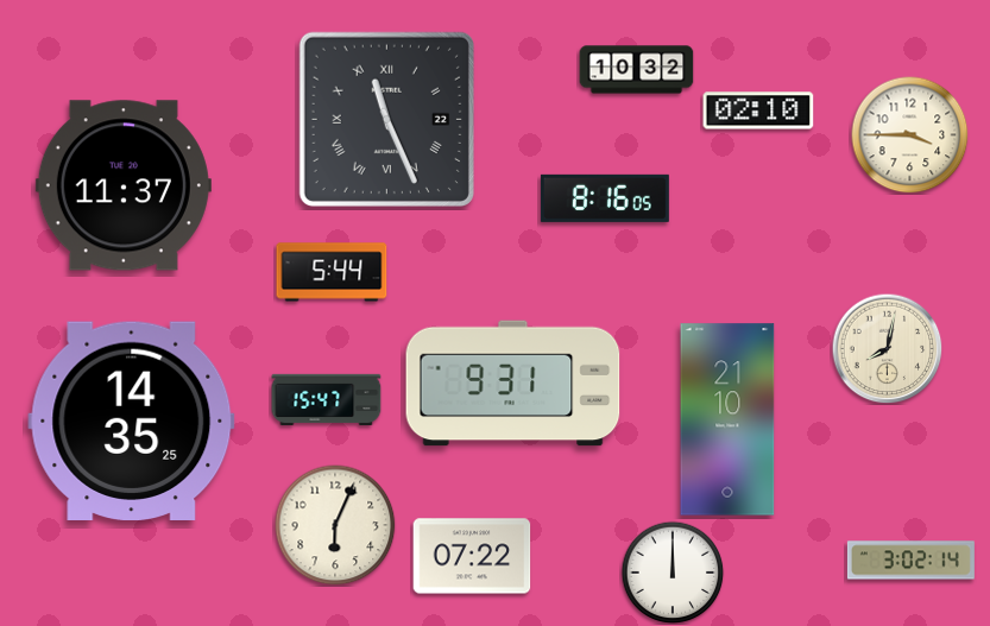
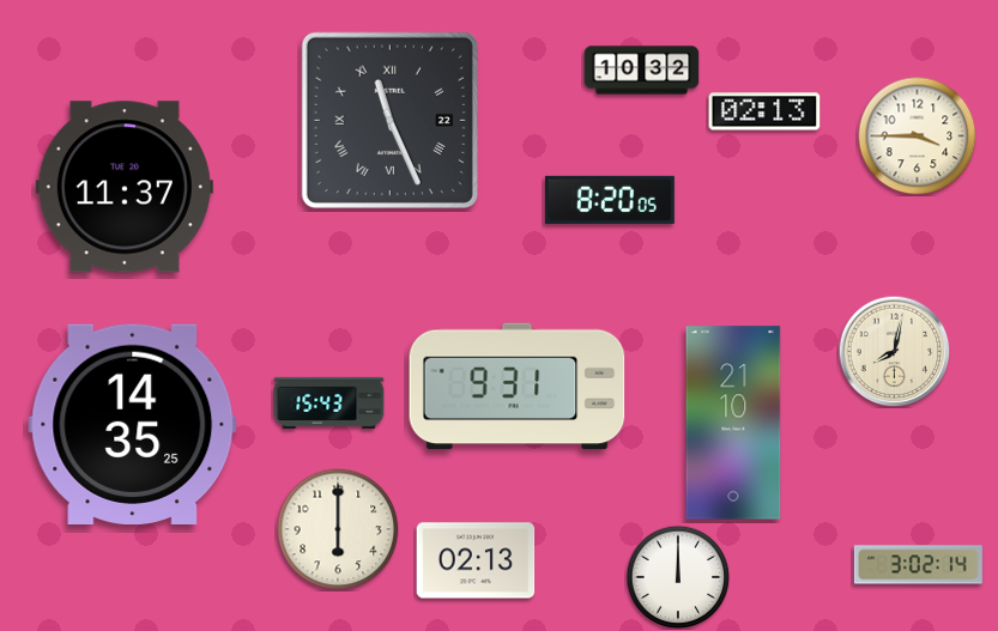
clock at (758, 110): 02:10 -> 02:13
clock at (605, 198): 8:16 -> 8:20
clock at (332, 272): 5:44 -> none
clock at (327, 399): 15:47 -> 15:43
clock at (335, 525): 6:04 -> 6:00
clock at (472, 556): 07:22 -> 02:13
